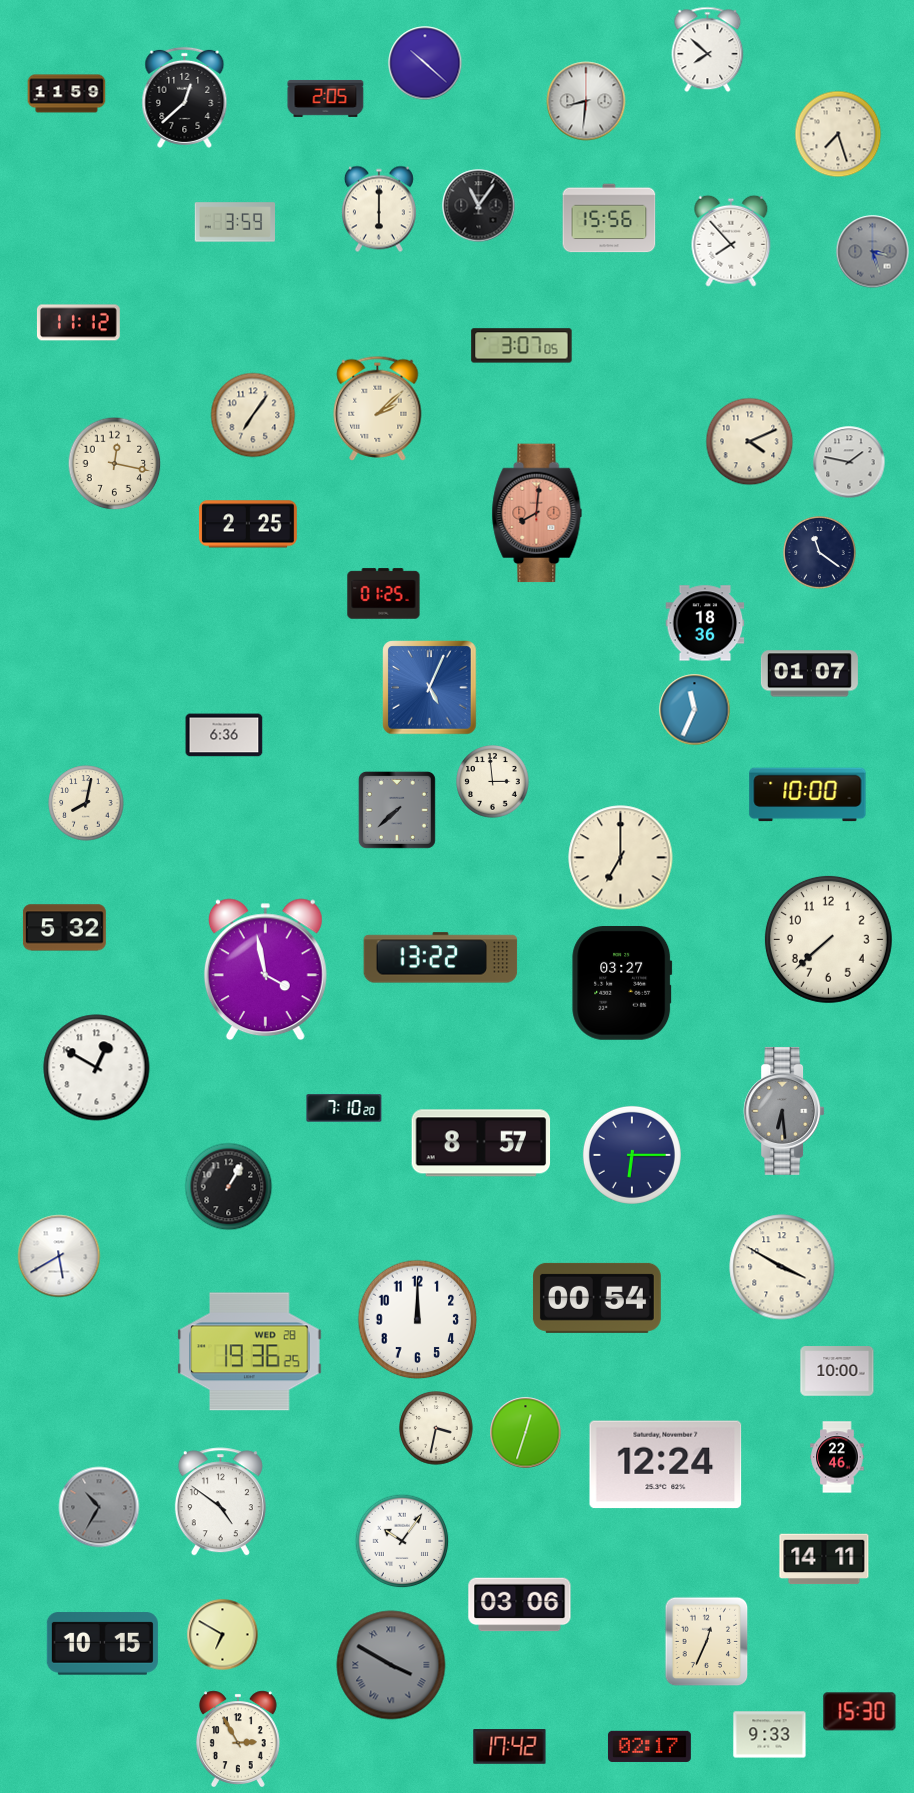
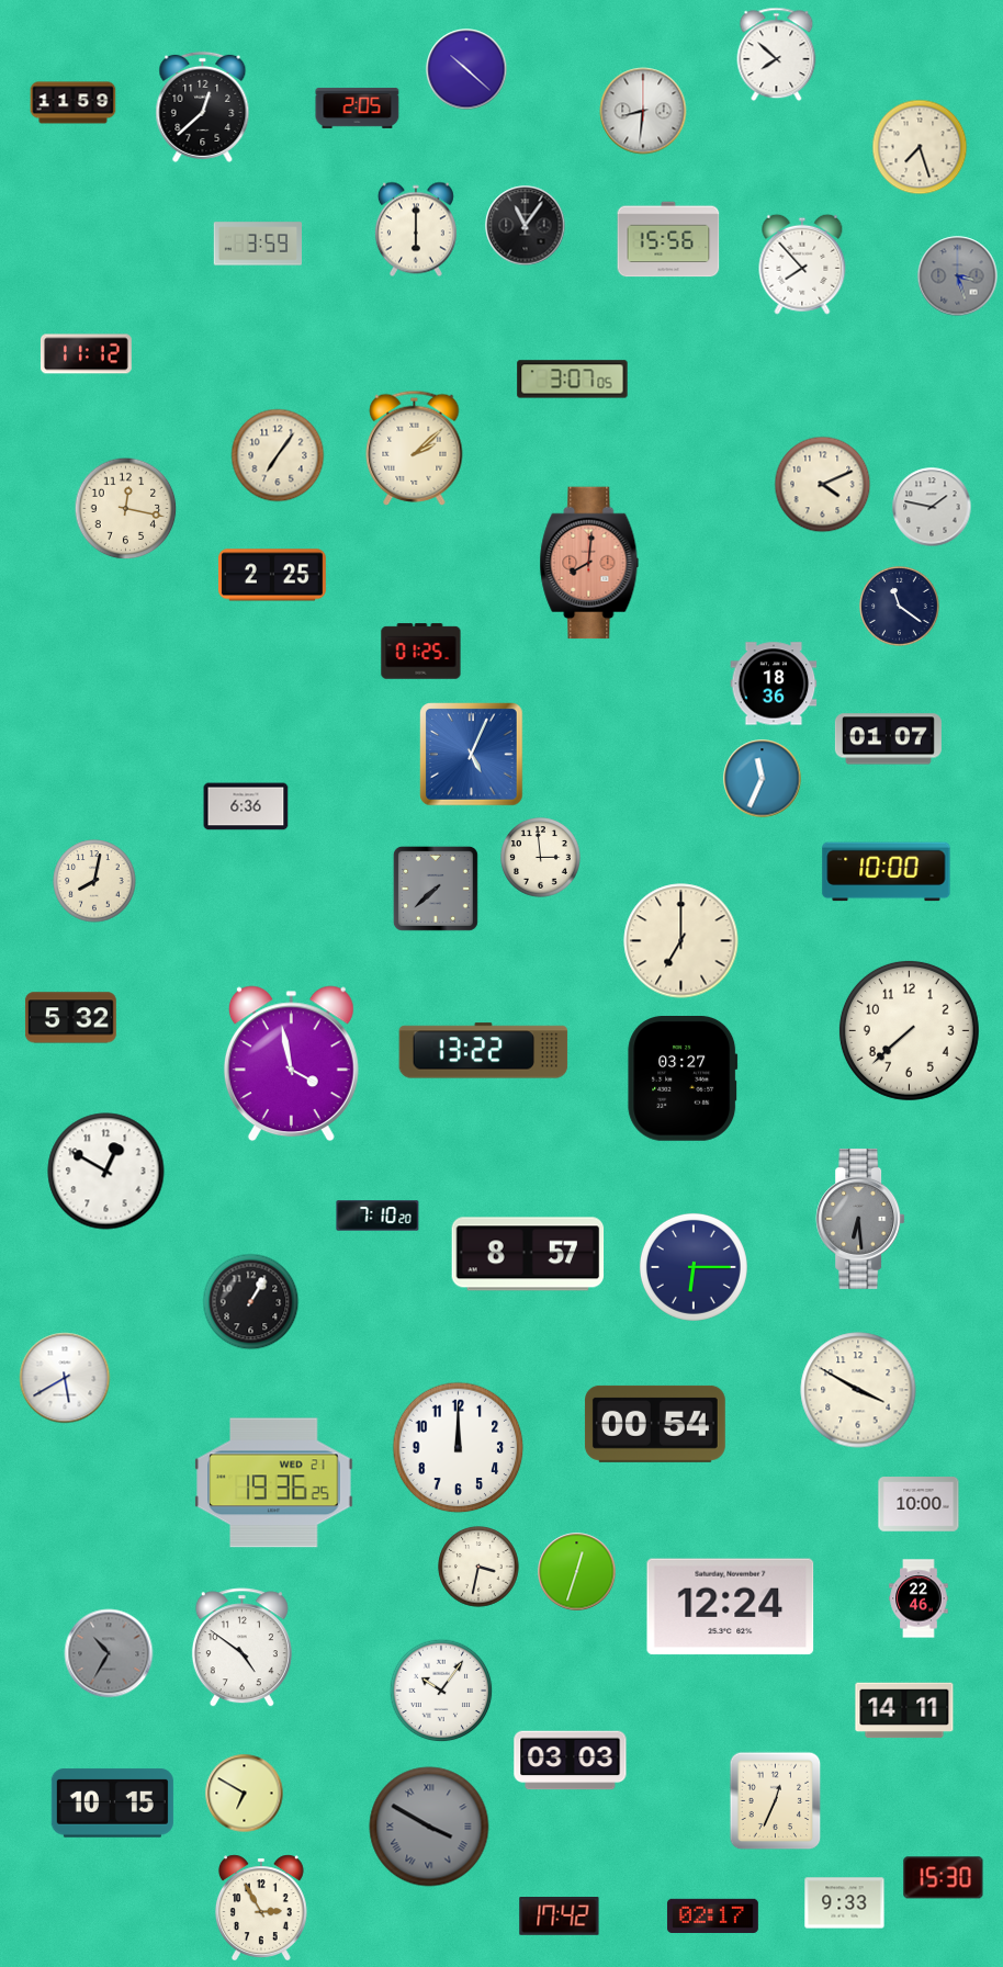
clock at (250, 1352) date: WED 28 -> WED 21
clock at (520, 1605): 03:06 -> 03:03
